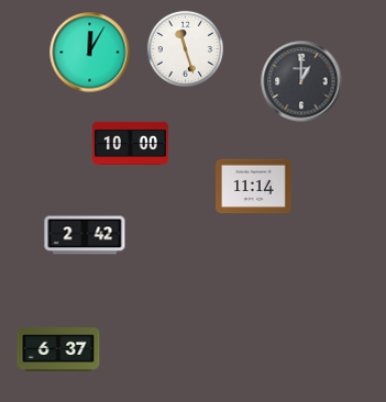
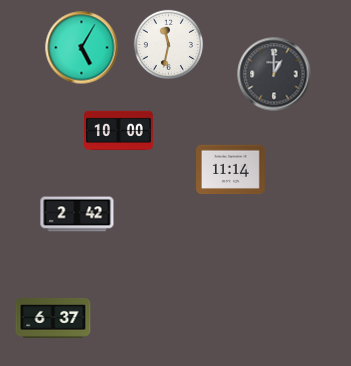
clock at (185, 48): 11:27 -> 11:32
clock at (90, 53): 12:05 -> 5:05
